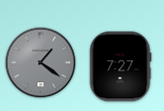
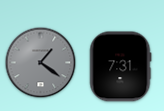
clock at (120, 67): 7:27 -> 7:31
